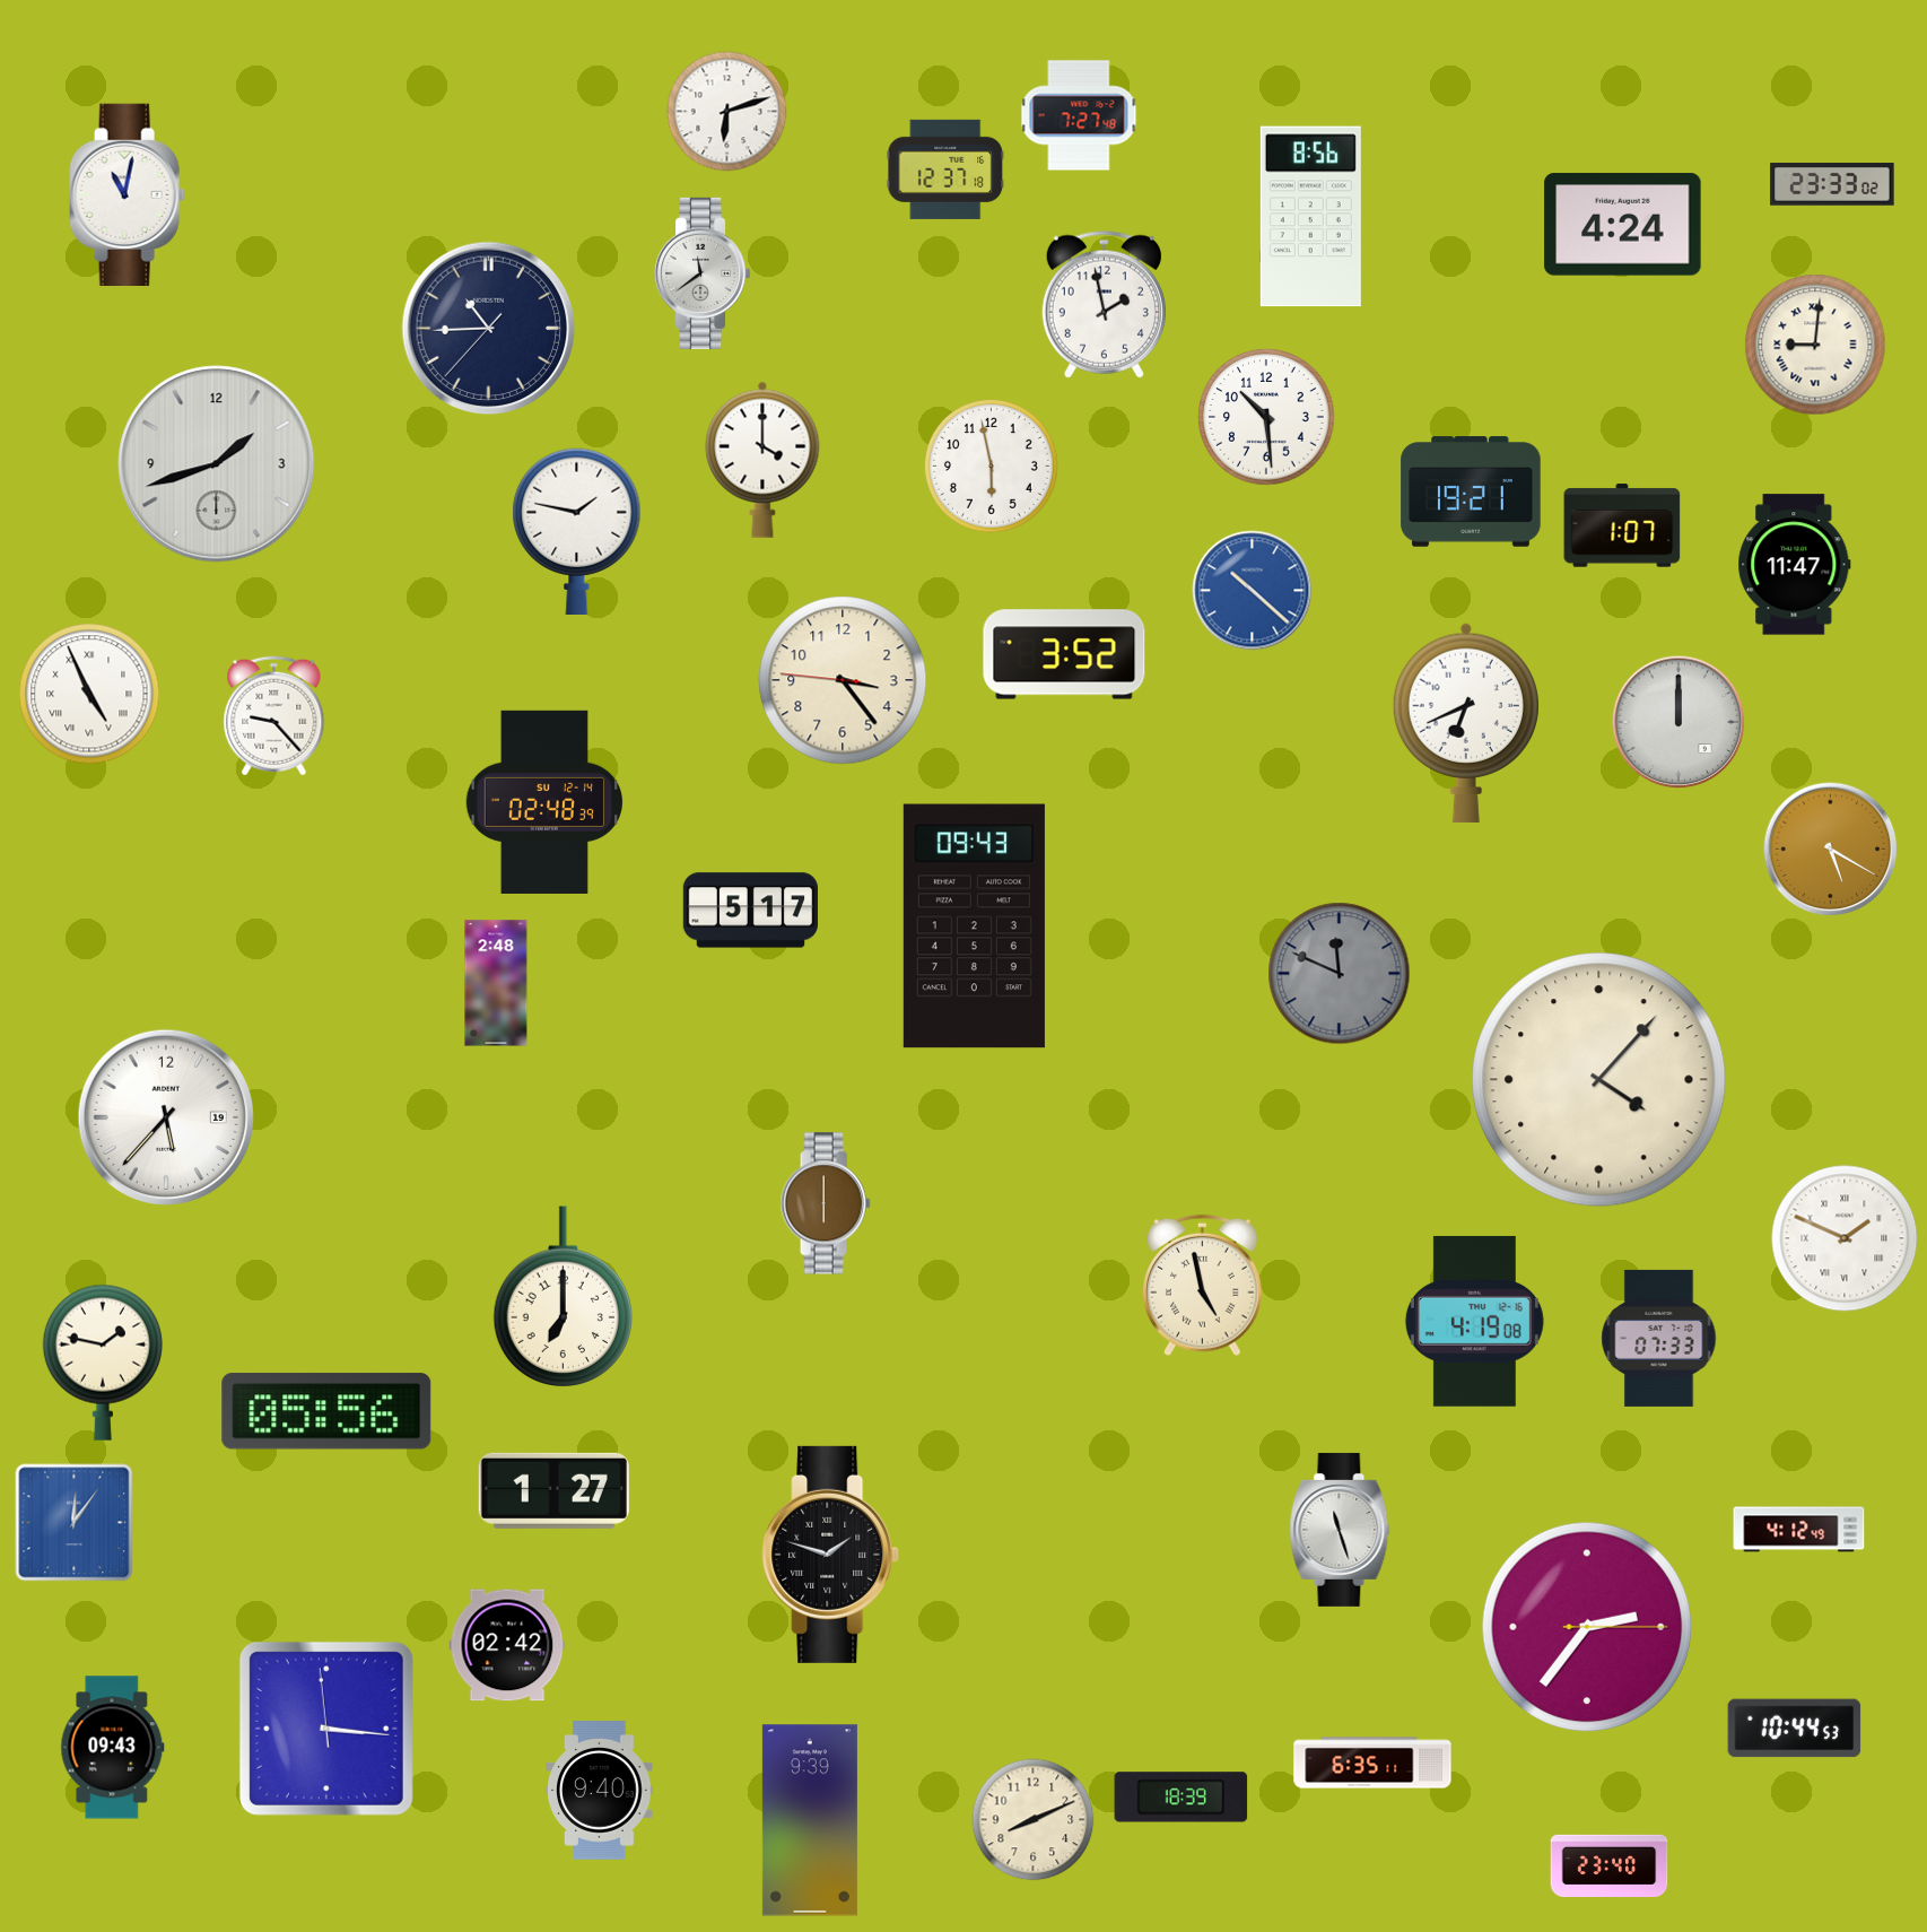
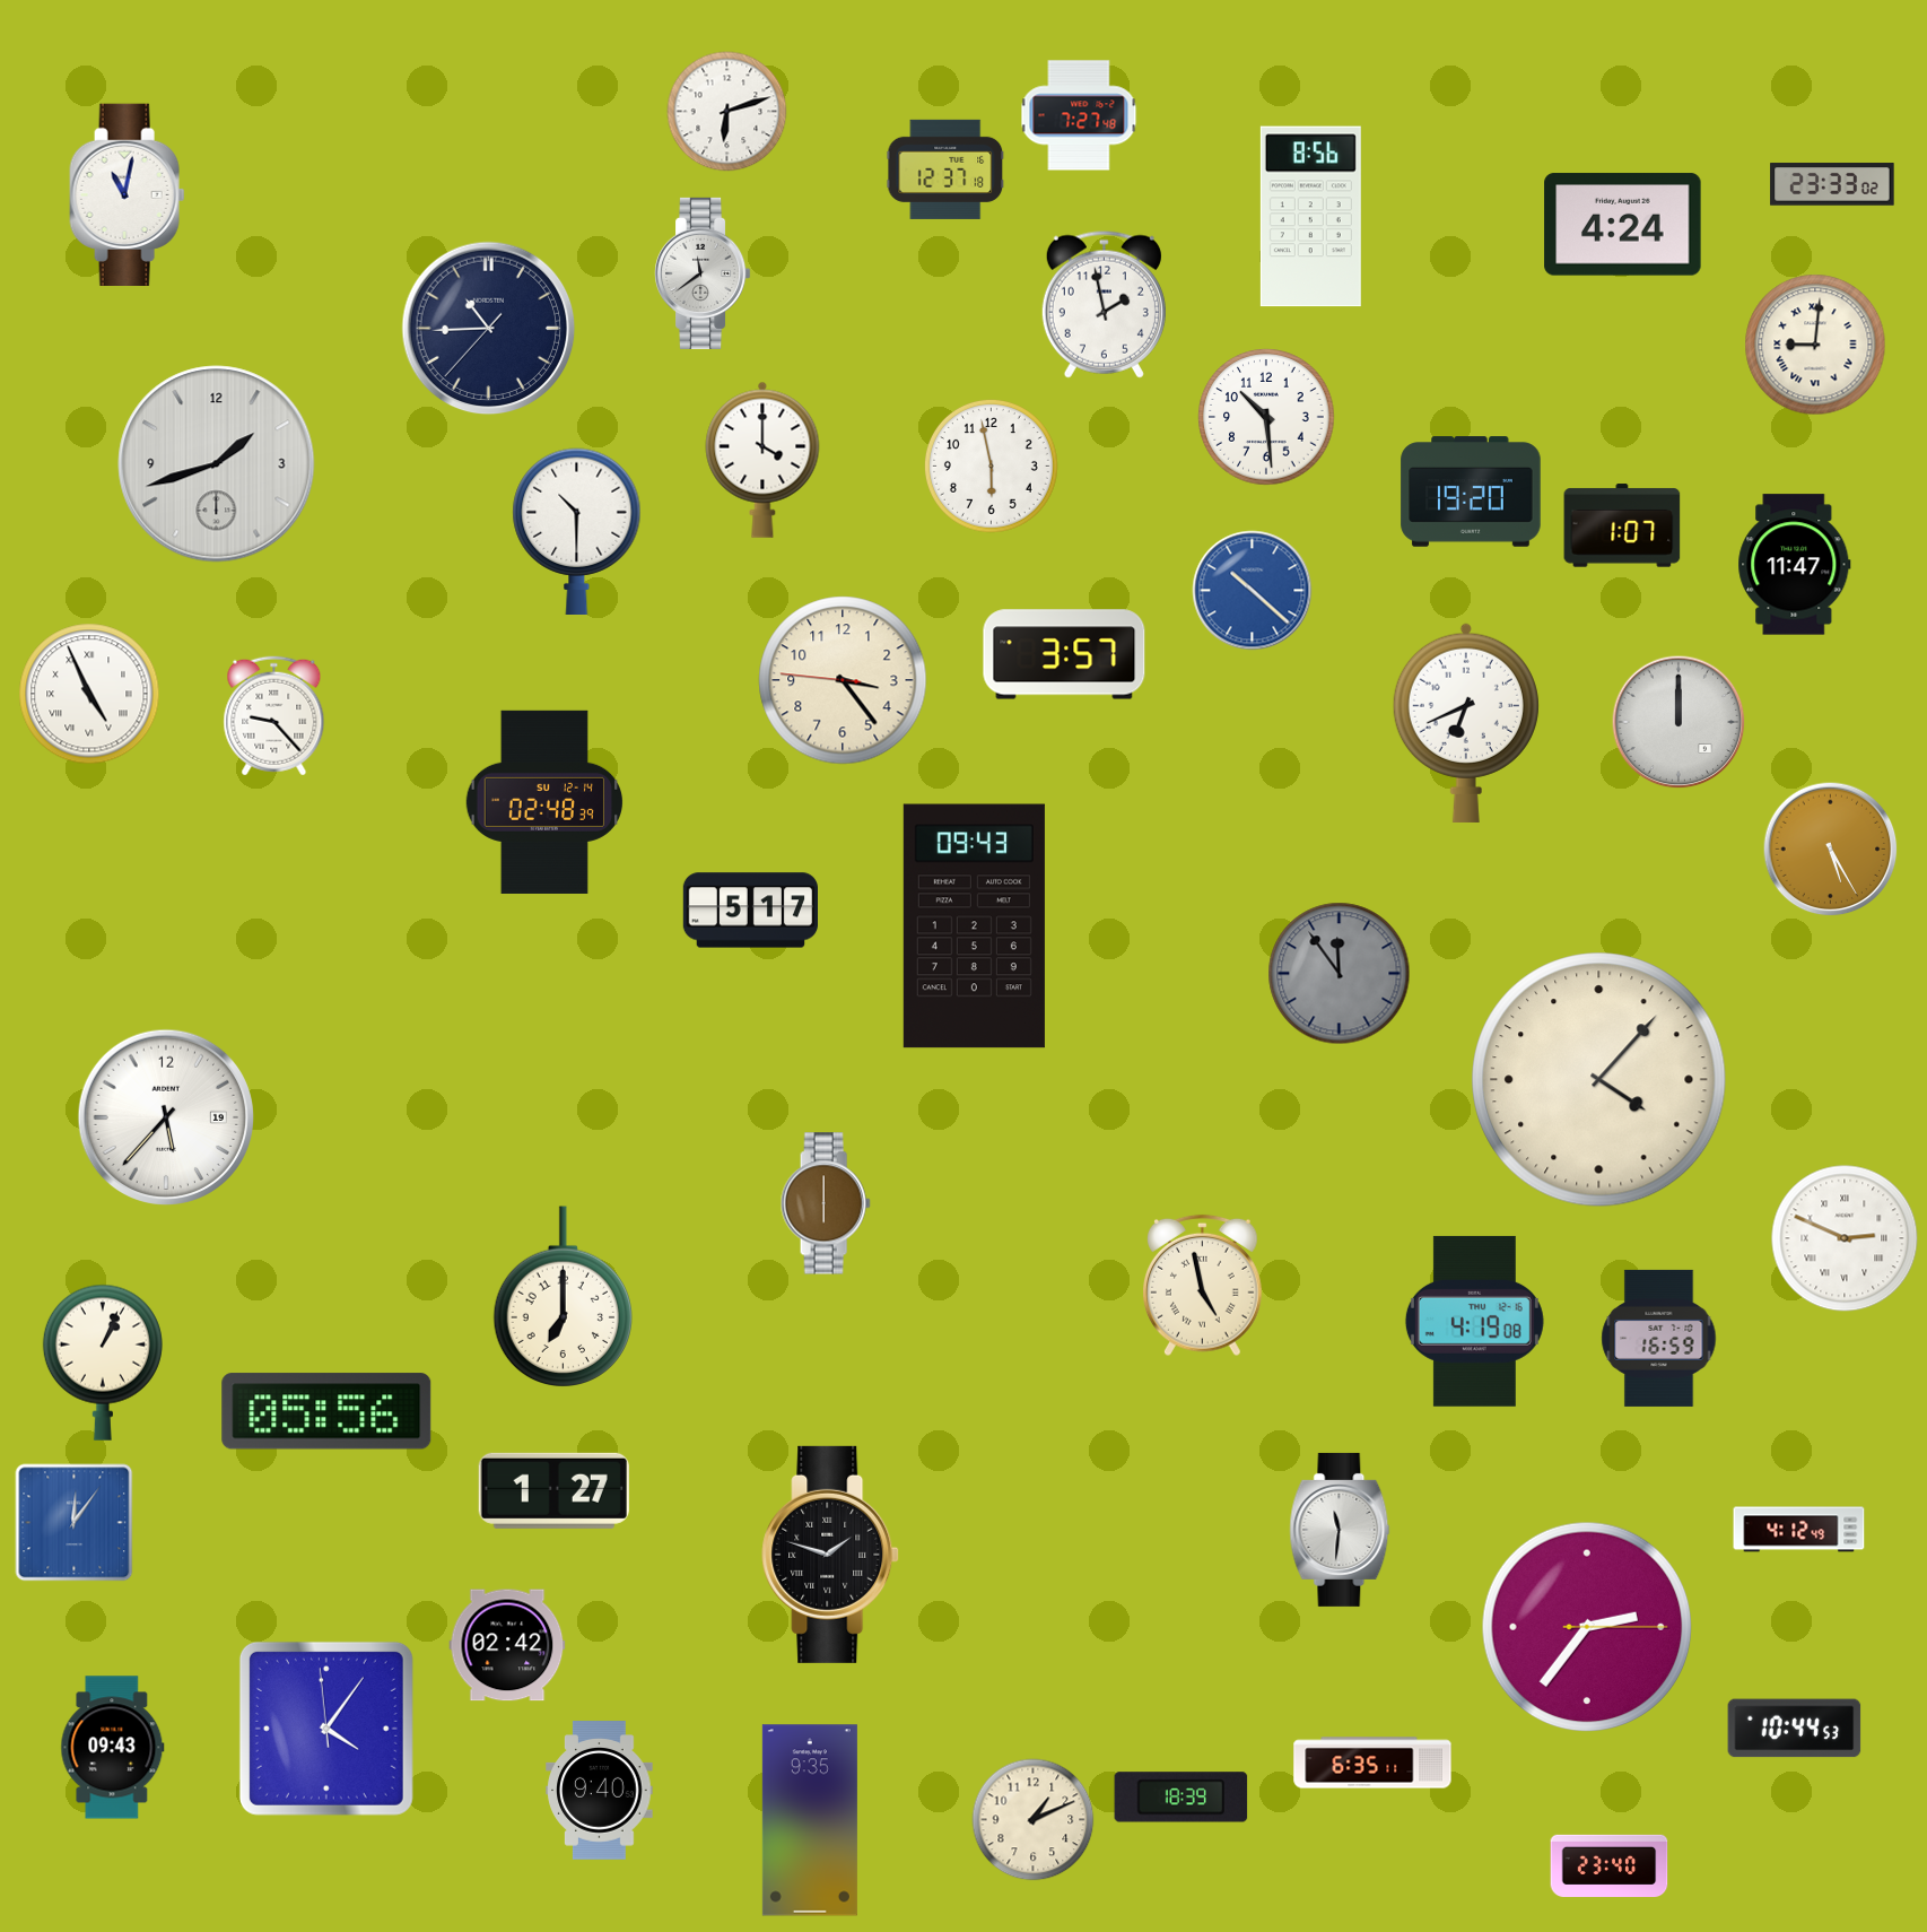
clock at (1471, 491): 19:21 -> 19:20
clock at (577, 531): 1:47 -> 10:30
clock at (1064, 654): 3:52 -> 3:57
clock at (1831, 850): 5:20 -> 5:25
clock at (1340, 974): 11:49 -> 11:54
clock at (496, 983): 2:48 -> none
clock at (1845, 1238): 1:49 -> 2:49
clock at (1659, 1338): 07:33 -> 16:59
clock at (103, 1363): 1:47 -> 1:04
clock at (1340, 1530): 11:27 -> 11:31
clock at (326, 1729): 3:15 -> 4:05
clock at (810, 1820): 9:39 -> 9:35
clock at (1034, 1820): 8:11 -> 1:11
